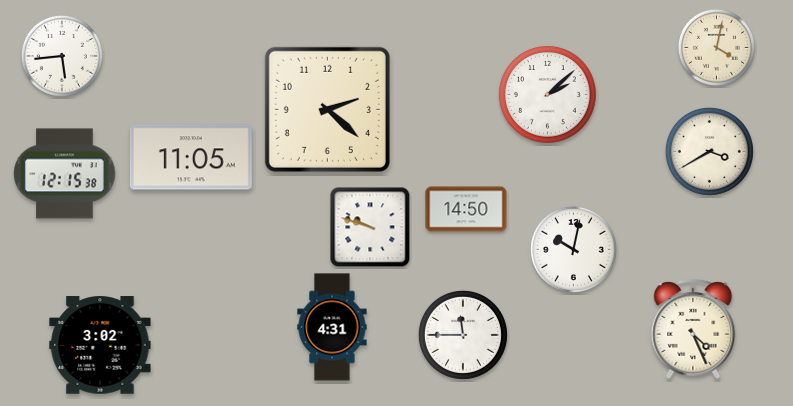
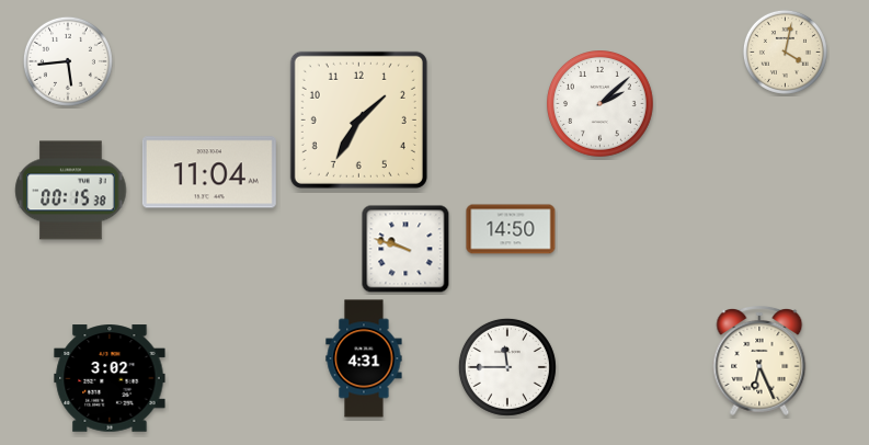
clock at (327, 109): 2:22 -> 1:35
clock at (709, 151): 3:40 -> none
clock at (191, 157): 11:05 -> 11:04
clock at (65, 174): 12:15 -> 00:15
clock at (573, 249): 10:02 -> none
clock at (693, 329): 4:26 -> 6:26
